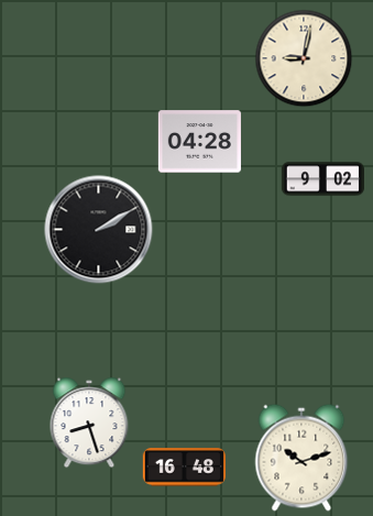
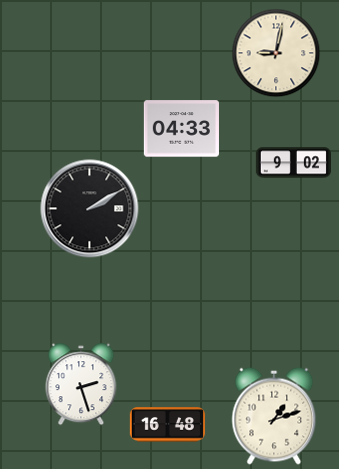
clock at (199, 142): 04:28 -> 04:33
clock at (89, 422): 8:27 -> 2:27
clock at (301, 458): 10:12 -> 1:12
